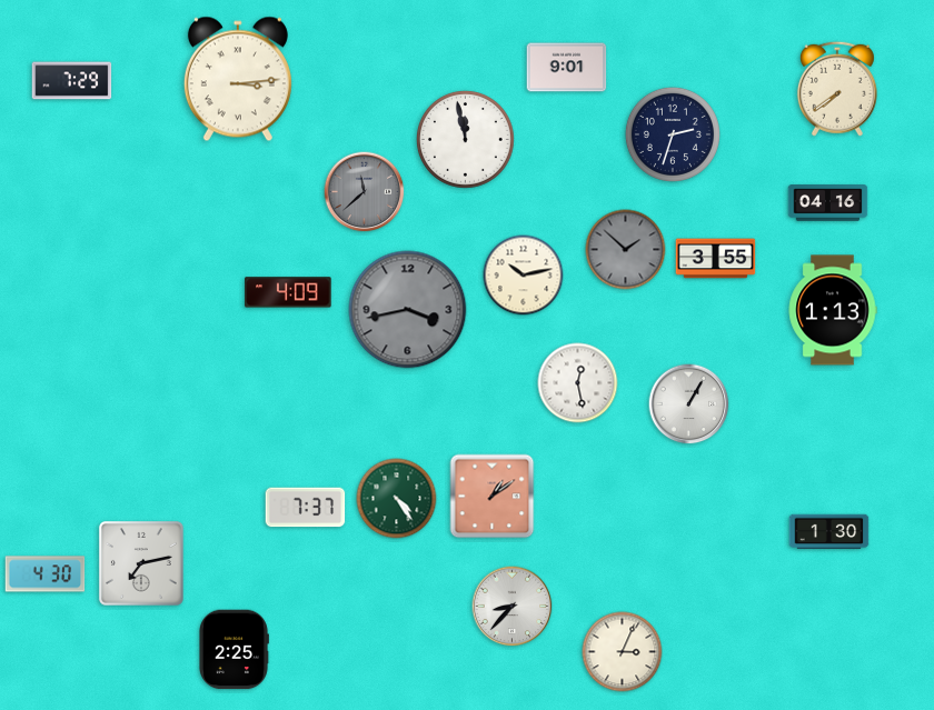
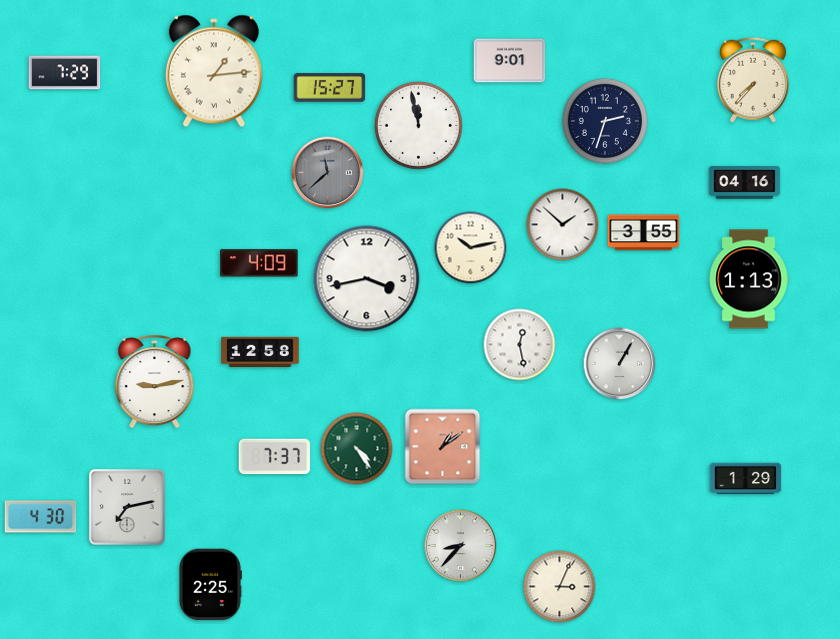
clock at (238, 79): 3:14 -> 1:14
clock at (837, 89): 7:39 -> 7:37
clock at (330, 88): none -> 15:27
clock at (626, 250) dial: grey -> white
clock at (408, 310) dial: grey -> white
clock at (260, 352): none -> 12:58
clock at (155, 382): none -> 9:13
clock at (829, 532): 1:30 -> 1:29
